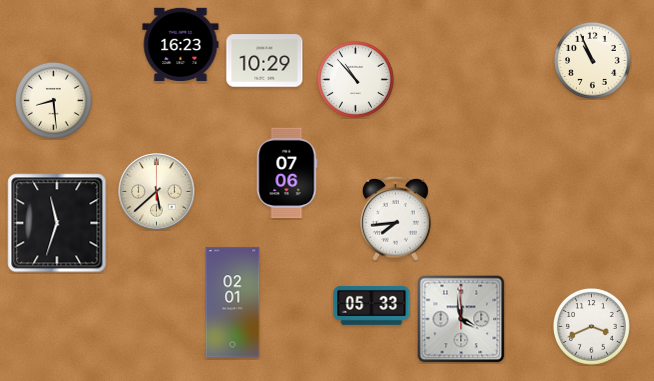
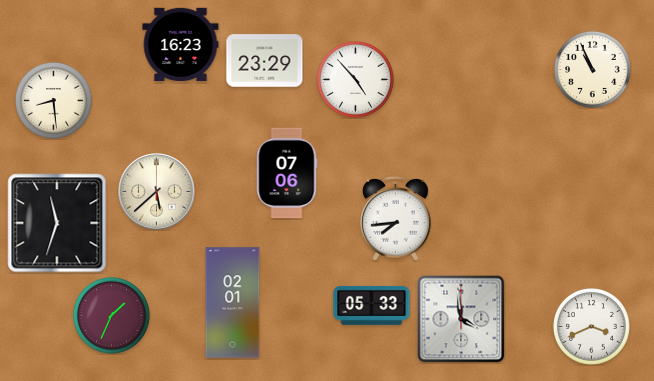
clock at (592, 60) position: (592, 60) -> (592, 69)
clock at (265, 61): 10:29 -> 23:29
clock at (355, 79): 10:53 -> 4:53
clock at (111, 315): none -> 1:34
